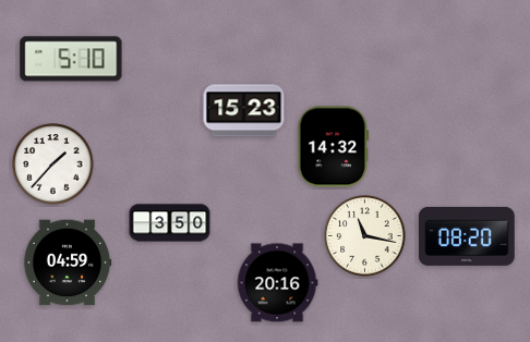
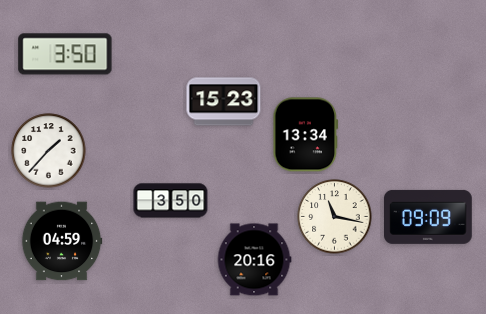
clock at (71, 59): 5:10 -> 3:50
clock at (334, 147): 14:32 -> 13:34
clock at (170, 223) position: (170, 223) -> (171, 201)
clock at (468, 236): 08:20 -> 09:09
